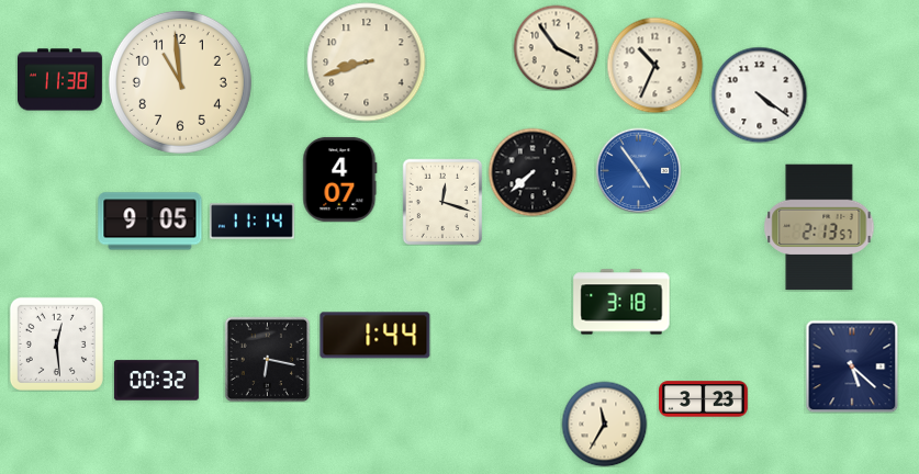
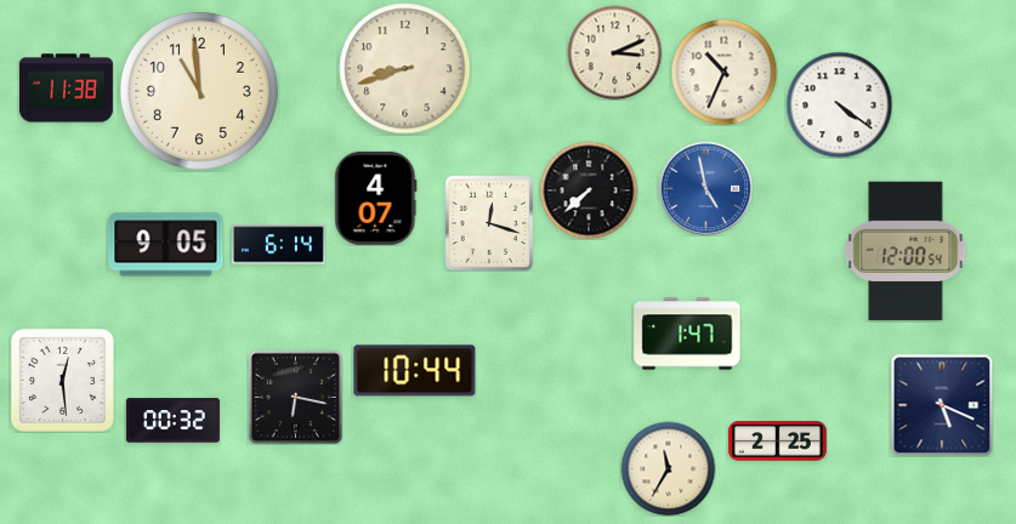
clock at (556, 47): 3:54 -> 3:11
clock at (638, 170): 4:54 -> 4:58
clock at (251, 222): 11:14 -> 6:14
clock at (819, 227): 2:13 -> 12:00
clock at (621, 302): 3:18 -> 1:47
clock at (376, 336): 1:44 -> 10:44
clock at (852, 366): 5:22 -> 5:19
clock at (704, 399): 3:23 -> 2:25
